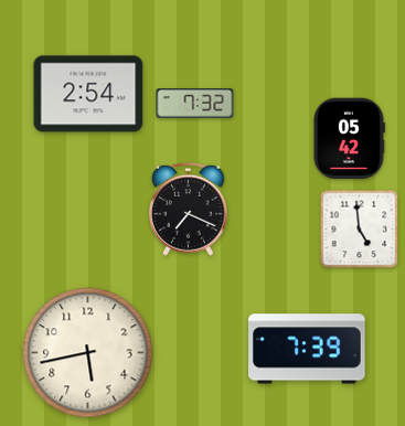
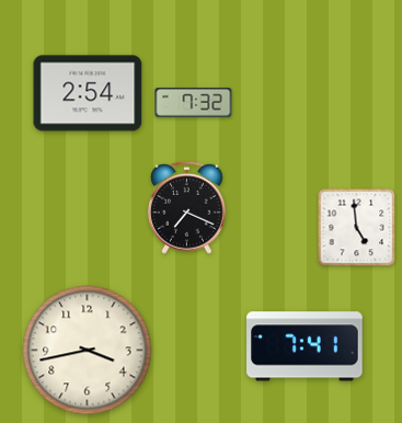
clock at (349, 139): 05:42 -> none
clock at (307, 349): 7:39 -> 7:41
clock at (88, 353): 5:43 -> 3:43
